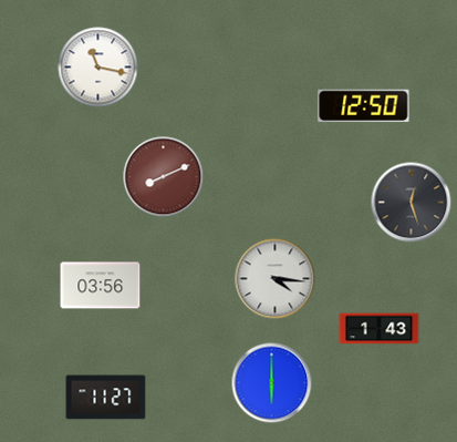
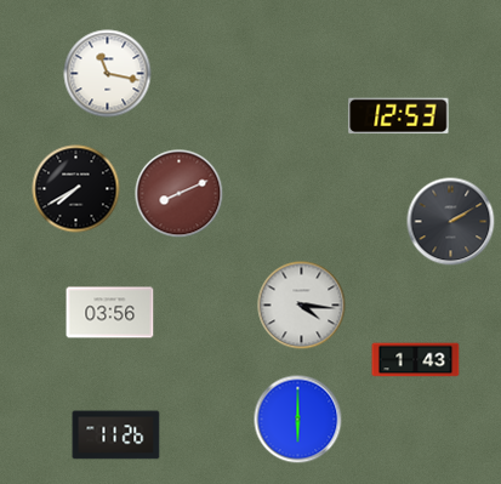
clock at (364, 106): 12:50 -> 12:53
clock at (76, 189): none -> 7:40
clock at (412, 203): 12:27 -> 2:10
clock at (106, 398): 11:27 -> 11:26
